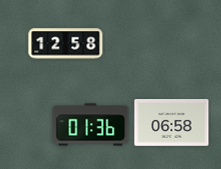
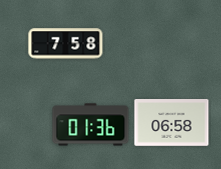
clock at (66, 44): 12:58 -> 7:58
